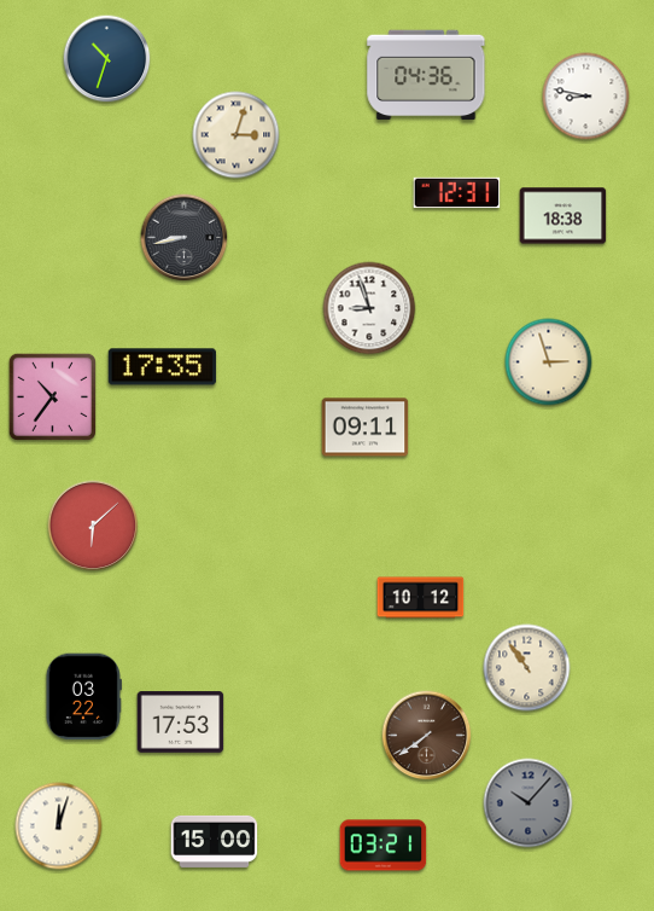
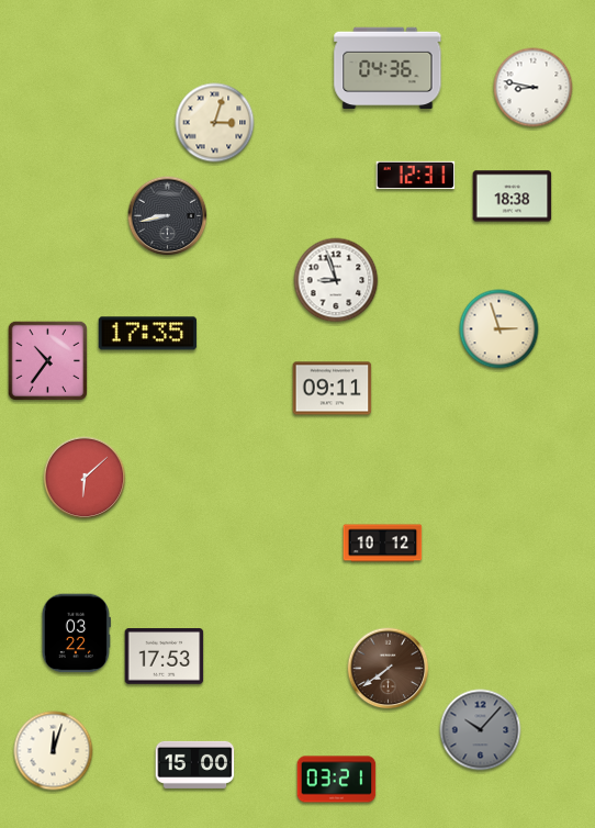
clock at (107, 59): 10:33 -> none
clock at (527, 668): 10:54 -> none
clock at (384, 846) position: (384, 846) -> (337, 780)
